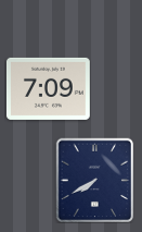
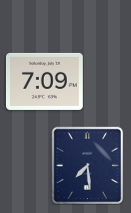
clock at (95, 180): 7:40 -> 7:29
